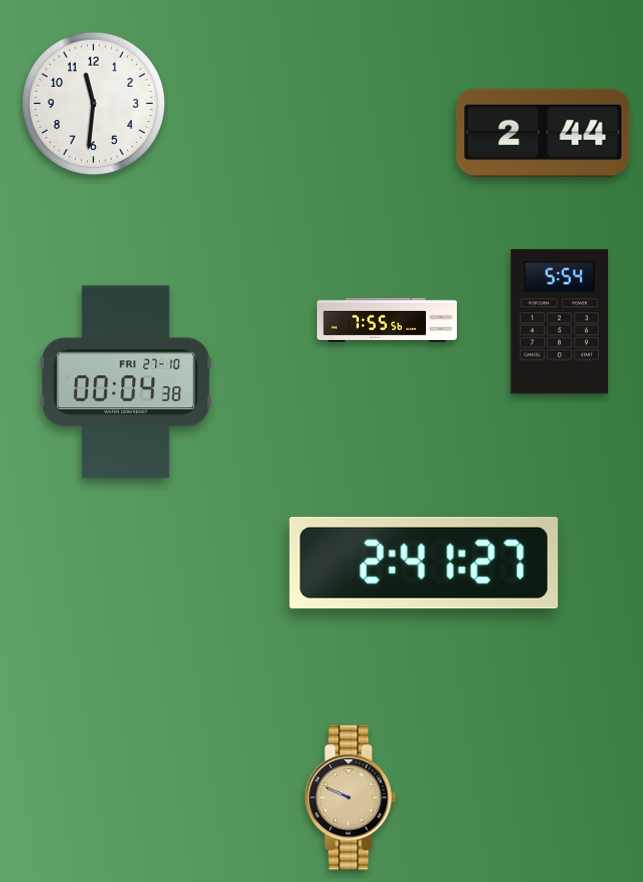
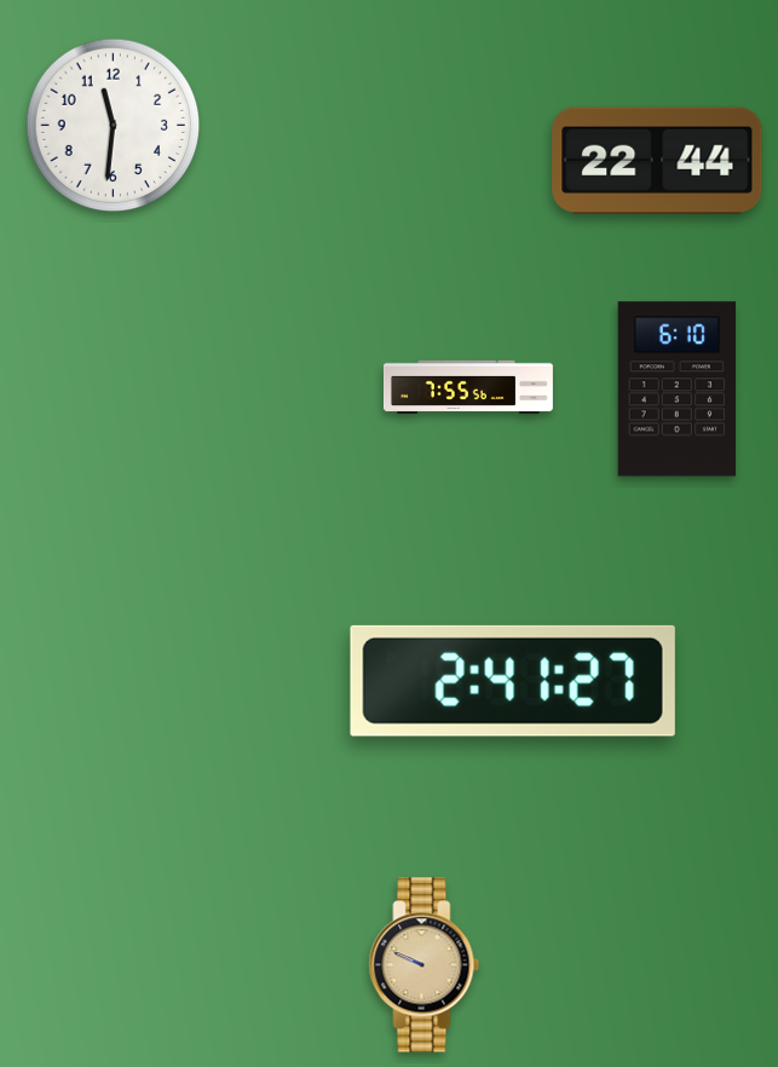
clock at (543, 132): 2:44 -> 22:44
clock at (559, 322): 5:54 -> 6:10
clock at (126, 382): 00:04 -> none
